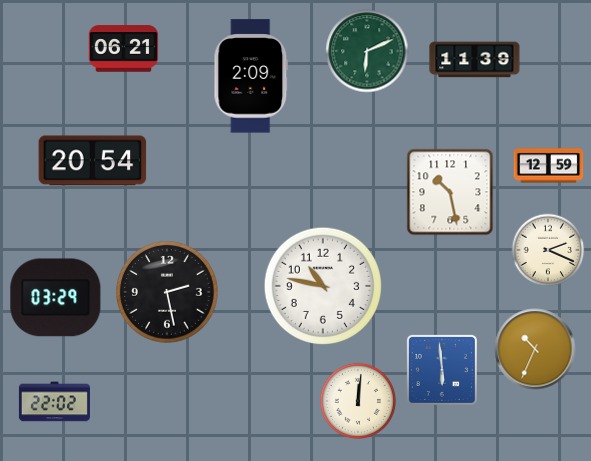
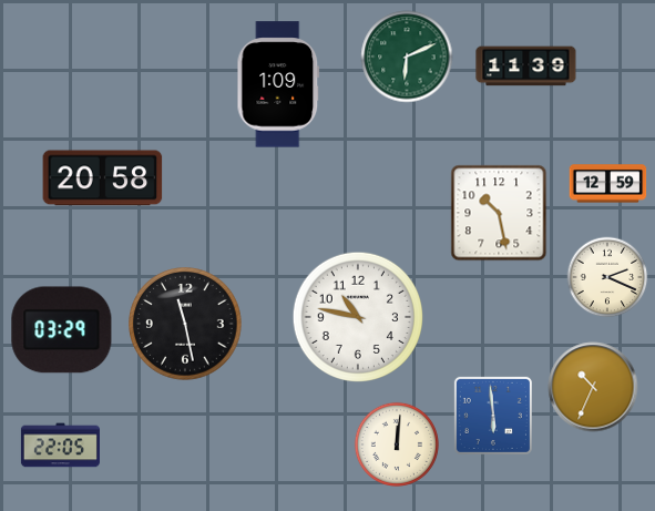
clock at (124, 49): 06:21 -> none
clock at (251, 76): 2:09 -> 1:09
clock at (93, 161): 20:54 -> 20:58
clock at (167, 292): 2:28 -> 11:28
clock at (442, 370) position: (442, 370) -> (493, 416)
clock at (54, 402): 22:02 -> 22:05
